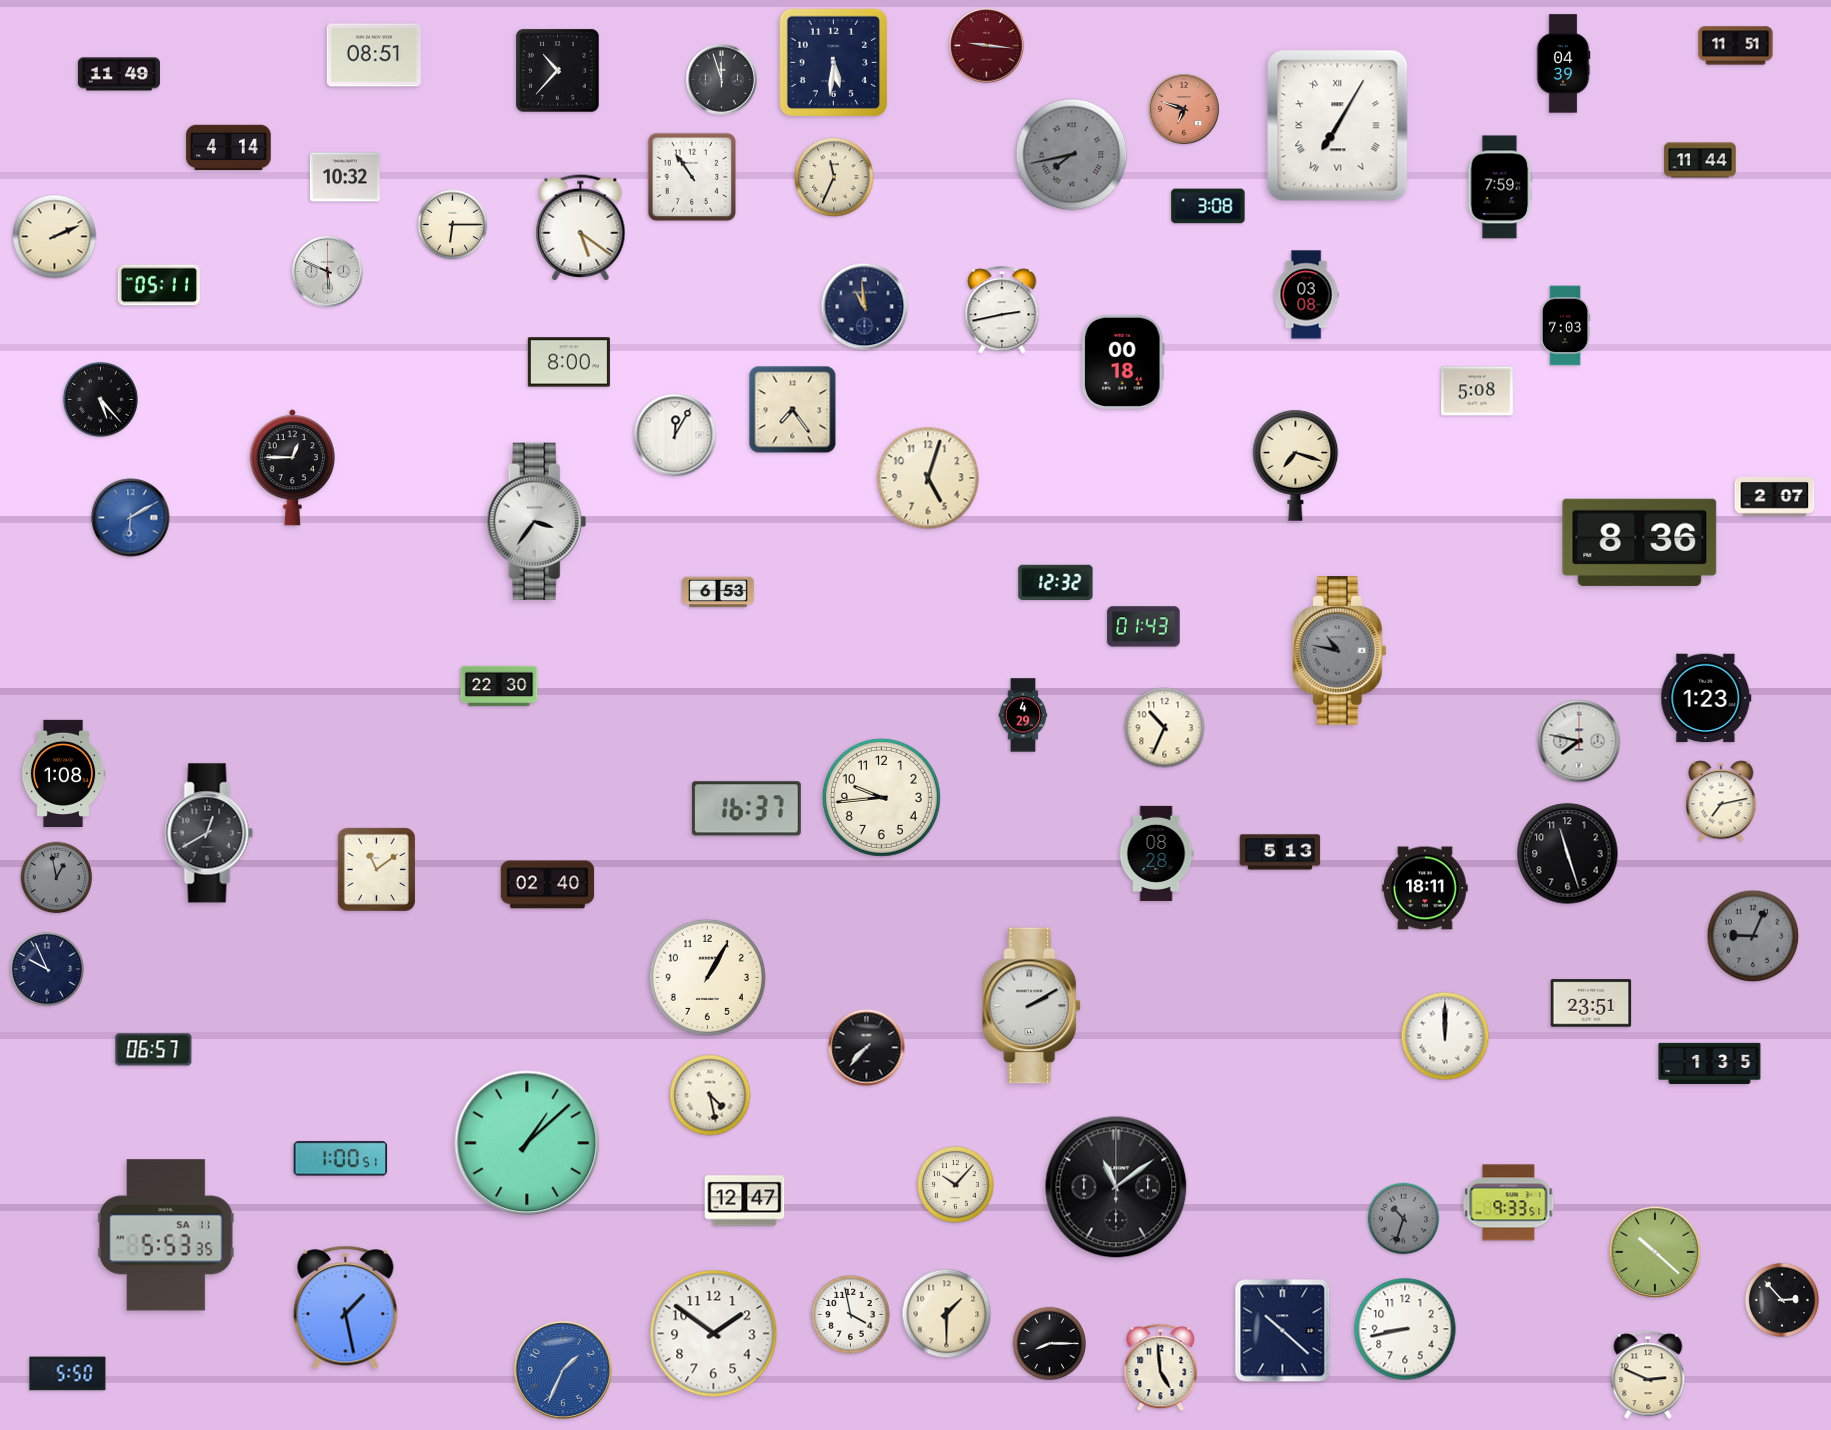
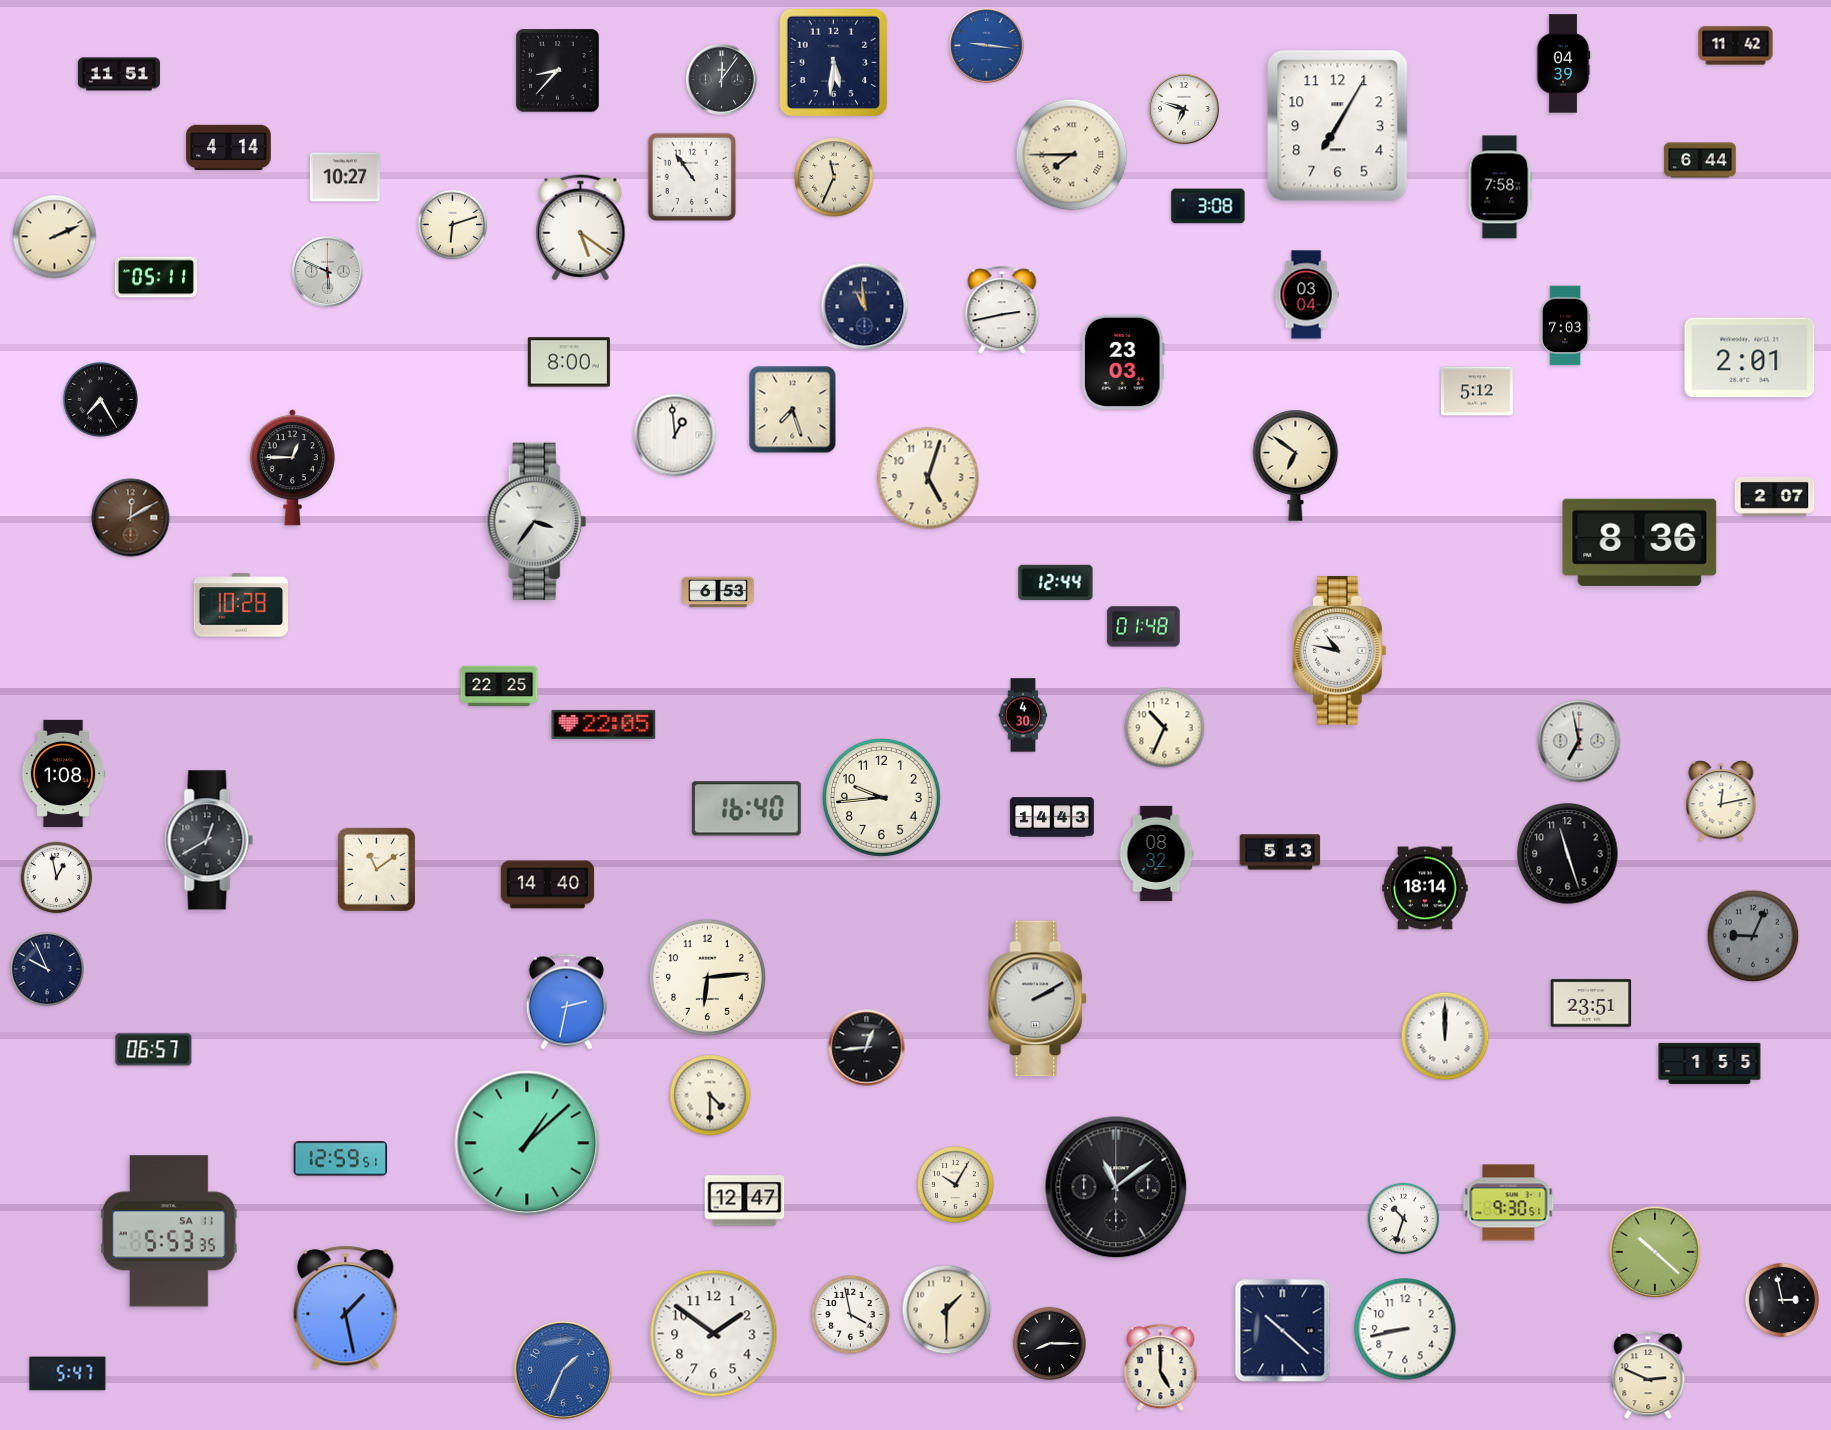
clock at (987, 46) dial: burgundy -> blue
clock at (1736, 46): 11:51 -> 11:42
clock at (374, 55): 08:51 -> none
clock at (558, 71): 10:37 -> 8:37
clock at (119, 74): 11:49 -> 11:51
clock at (722, 80): 11:57 -> 12:06
clock at (1184, 109) dial: salmon -> white
clock at (1338, 126) numerals: Roman -> Arabic
clock at (1072, 155): 7:43 -> 7:45
clock at (1072, 155) dial: grey -> cream
clock at (1700, 160): 11:44 -> 6:44
clock at (345, 177): 10:32 -> 10:27
clock at (1500, 187): 7:59 -> 7:58
clock at (453, 225): 6:15 -> 6:12
clock at (159, 285) position: (159, 285) -> (156, 277)
clock at (1306, 295): 03:08 -> 03:04
clock at (1750, 358): none -> 2:01
clock at (1123, 362): 00:18 -> 23:03
clock at (1477, 391): 5:08 -> 5:12
clock at (100, 399): 5:23 -> 7:25
clock at (793, 410): 7:24 -> 7:27
clock at (675, 435): 12:05 -> 12:59
clock at (1296, 465): 7:18 -> 6:51
clock at (131, 518): 6:10 -> 12:10
clock at (131, 518) dial: blue -> brown
clock at (1056, 582): 12:32 -> 12:44
clock at (240, 605): none -> 10:28
clock at (1144, 627): 01:43 -> 01:48
clock at (1339, 651) dial: grey -> white
clock at (499, 685): 22:30 -> 22:25
clock at (1706, 698): 1:23 -> none
clock at (1023, 715): 4:29 -> 4:30
clock at (604, 724): none -> 22:05
clock at (1579, 741): 7:47 -> 6:58
clock at (1721, 801): 7:13 -> 12:13
clock at (746, 809): 16:37 -> 16:40
clock at (1052, 817): none -> 14:43
clock at (209, 833) position: (209, 833) -> (209, 840)
clock at (1156, 853): 08:28 -> 08:32
clock at (57, 878) dial: grey -> white
clock at (548, 885): 02:40 -> 14:40
clock at (1425, 888): 18:11 -> 18:14
clock at (707, 977): 1:05 -> 6:14
clock at (566, 1002): none -> 2:32
clock at (1032, 1006) position: (1032, 1006) -> (1038, 999)
clock at (867, 1048): 7:37 -> 12:44
clock at (1710, 1063): 1:35 -> 1:55
clock at (710, 1095): 4:28 -> 4:30
clock at (341, 1159): 1:00 -> 12:59
clock at (956, 1185): 10:07 -> 10:05
clock at (1509, 1203): 9:33 -> 9:30
clock at (1404, 1219) dial: grey -> white
clock at (166, 1235) position: (166, 1235) -> (169, 1231)
clock at (1782, 1300): 2:53 -> 2:58
clock at (947, 1314) position: (947, 1314) -> (947, 1310)
clock at (1161, 1368): 4:59 -> 5:00
clock at (68, 1374): 5:50 -> 5:47
